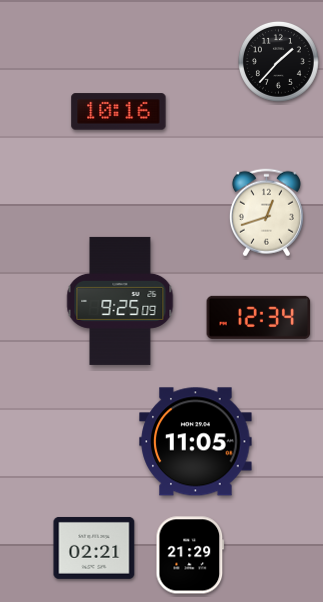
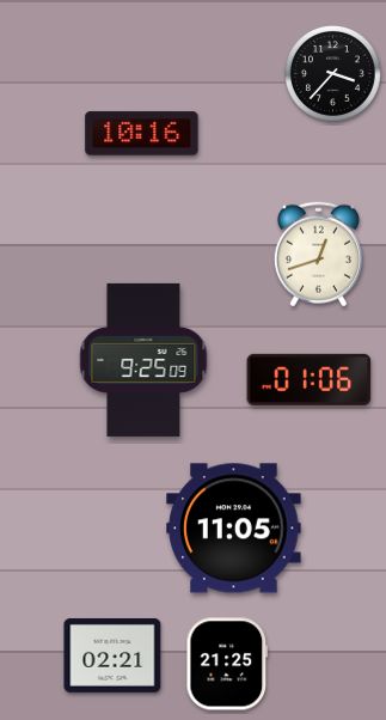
clock at (279, 62): 1:37 -> 3:37
clock at (259, 317): 12:34 -> 01:06
clock at (190, 555): 21:29 -> 21:25
